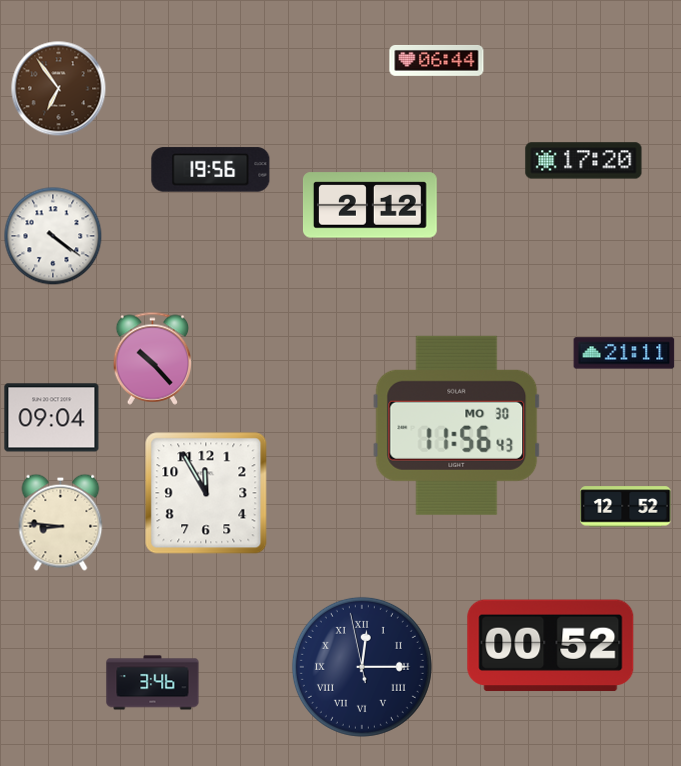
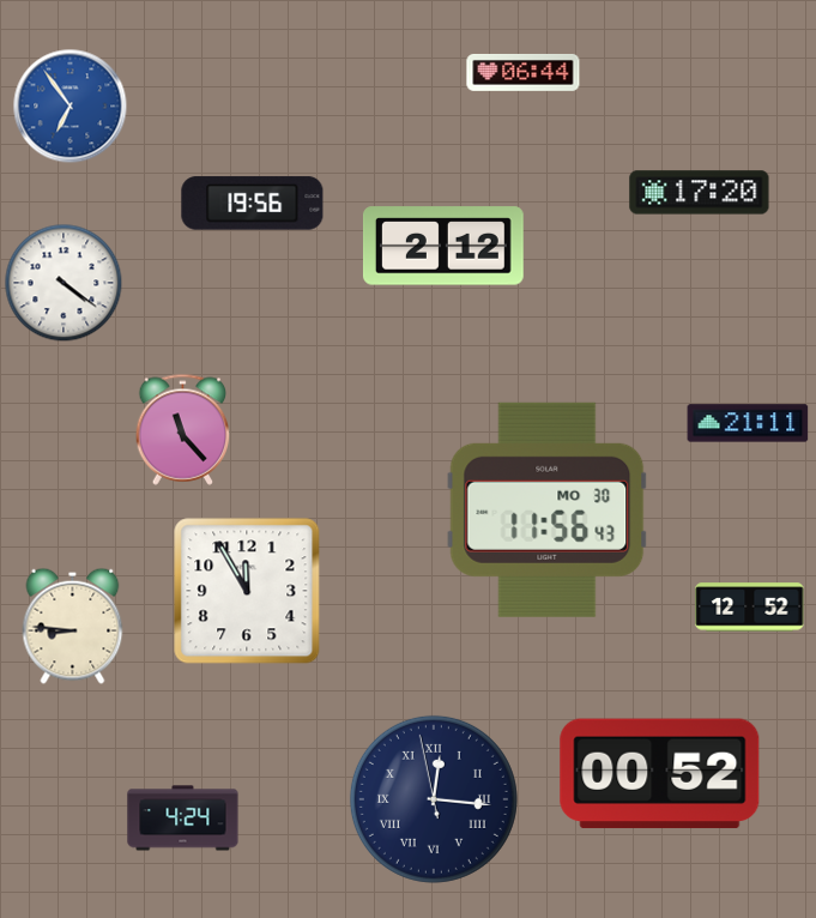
clock at (59, 89) dial: brown -> blue
clock at (153, 358): 10:23 -> 11:23
clock at (52, 418): 09:04 -> none
clock at (362, 667): 12:14 -> 12:15
clock at (153, 683): 3:46 -> 4:24
